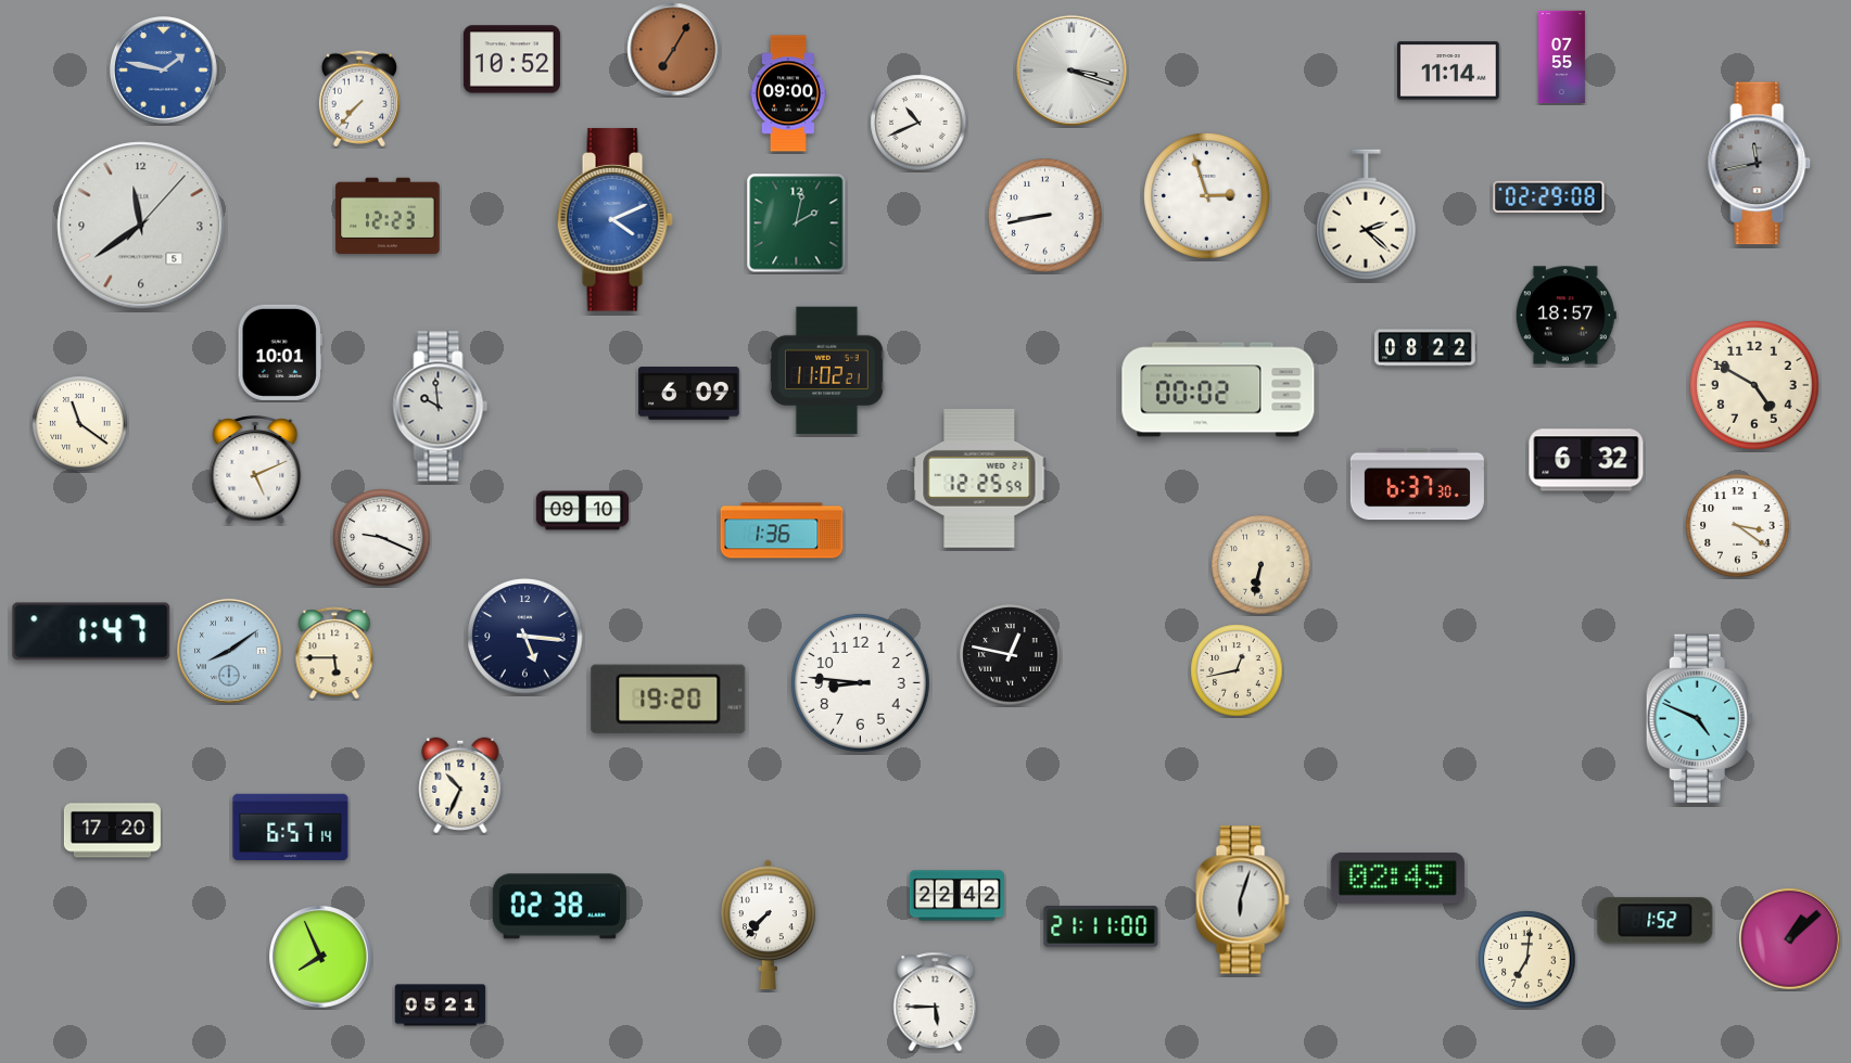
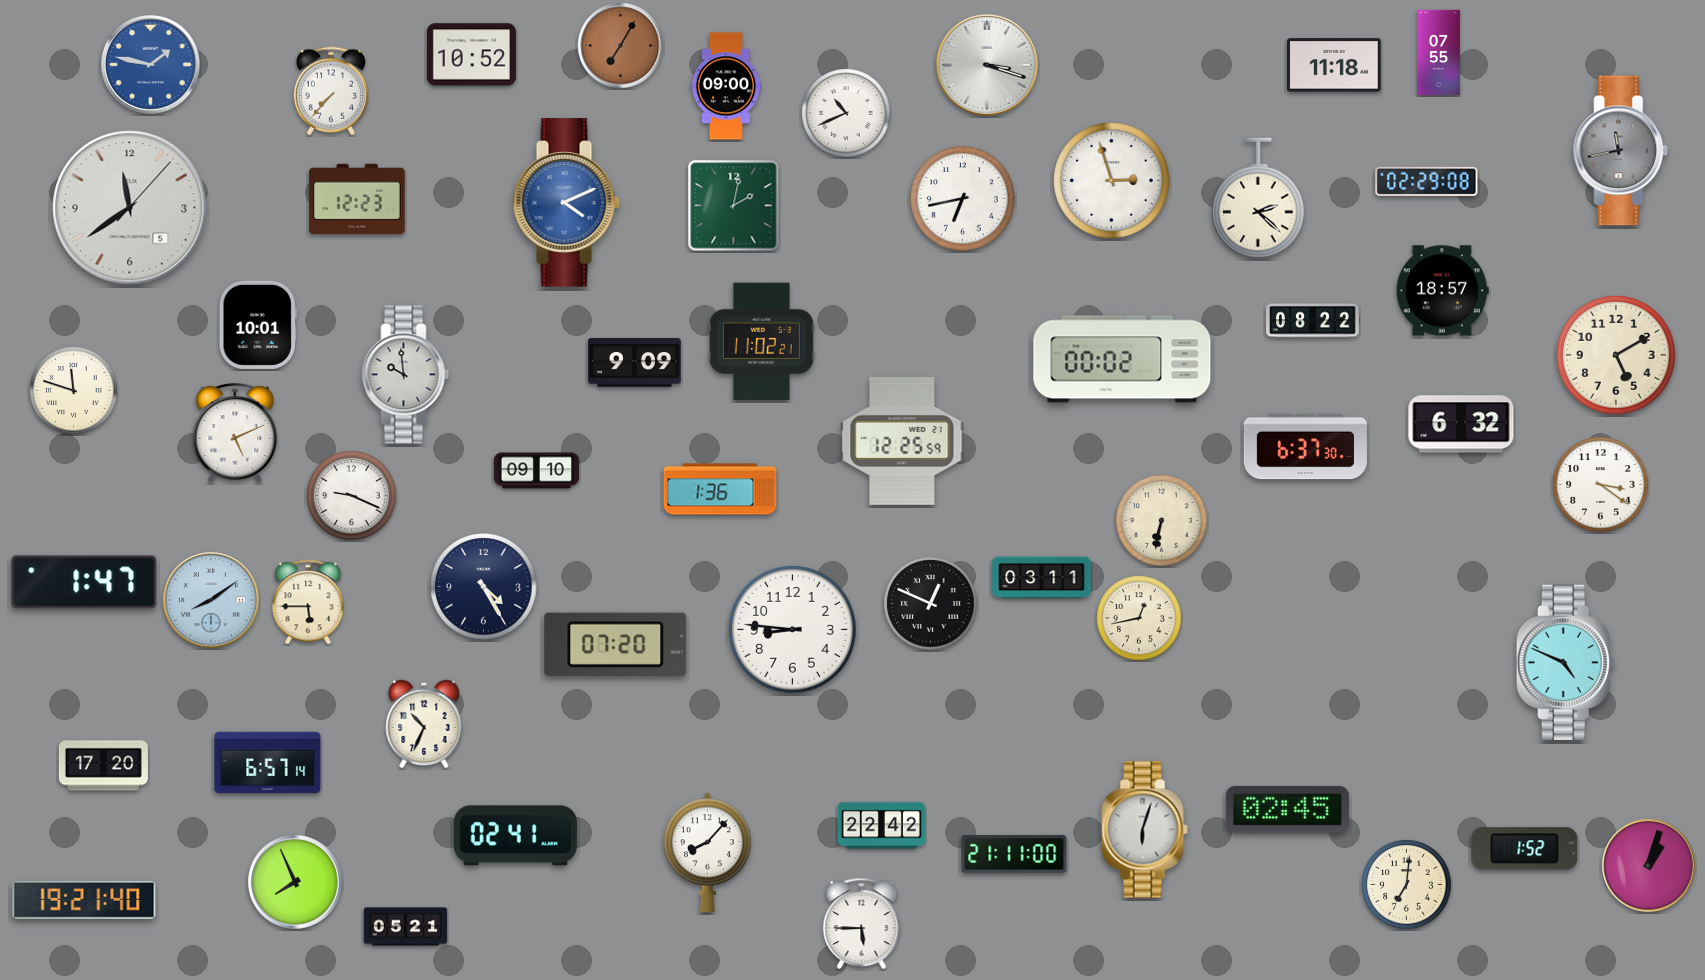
clock at (1448, 71): 11:14 -> 11:18
clock at (1045, 216): 8:43 -> 6:43
clock at (1754, 385): 4:50 -> 5:10
clock at (689, 394): 6:09 -> 9:09
clock at (80, 424): 11:21 -> 11:48
clock at (1042, 578): none -> 03:11
clock at (525, 637): 5:16 -> 4:25
clock at (1011, 655): 12:47 -> 12:49
clock at (669, 699): 19:20 -> 07:20
clock at (559, 907): 02:38 -> 02:41
clock at (769, 925): 7:37 -> 8:07
clock at (1790, 939): 1:08 -> 1:03
clock at (84, 900): none -> 19:21
